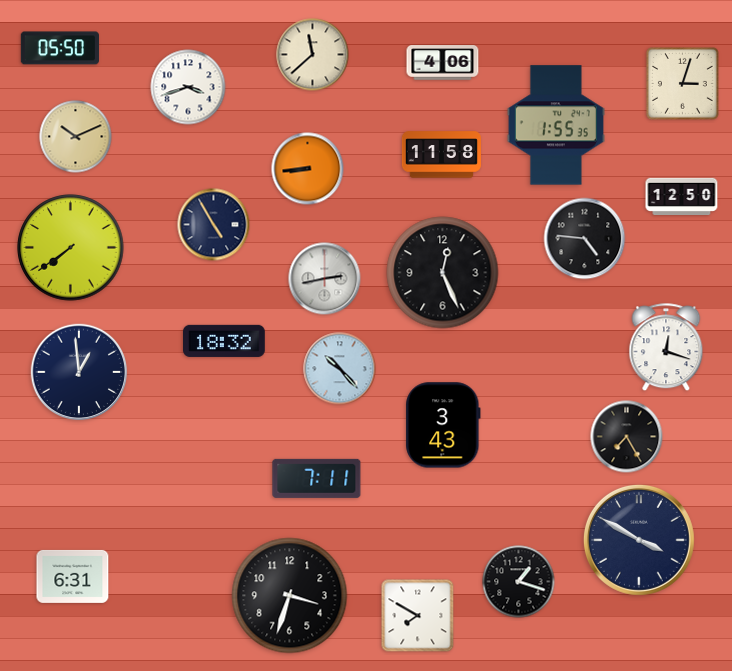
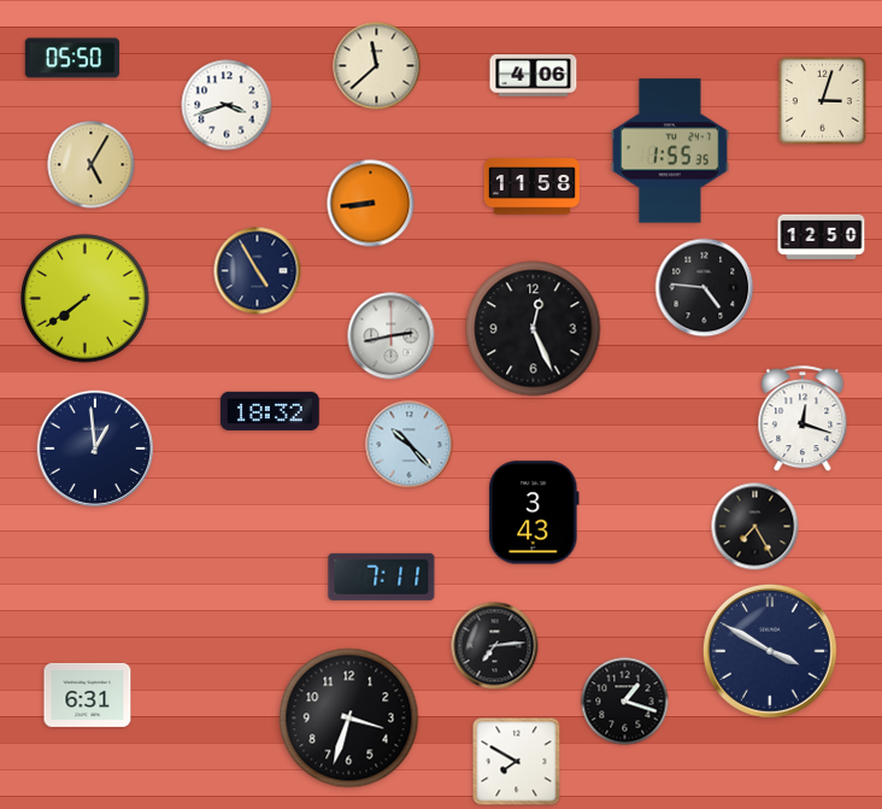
clock at (76, 137): 10:11 -> 5:05
clock at (495, 646): none -> 7:14
clock at (418, 616) position: (418, 616) -> (517, 762)
